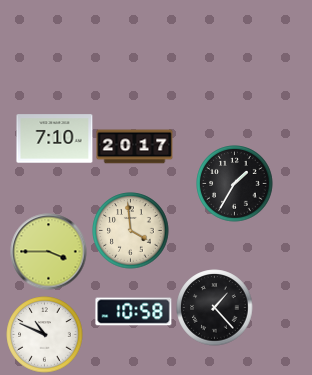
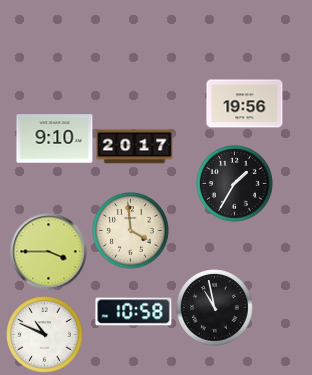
clock at (245, 104): none -> 19:56
clock at (55, 139): 7:10 -> 9:10
clock at (215, 308): 1:23 -> 10:58
